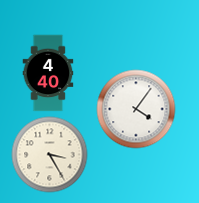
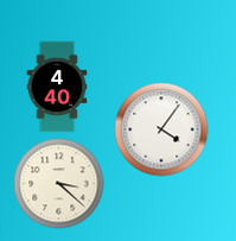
clock at (50, 155): 3:25 -> 3:22
